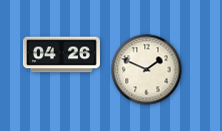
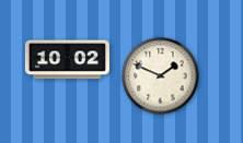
clock at (61, 55): 04:26 -> 10:02
